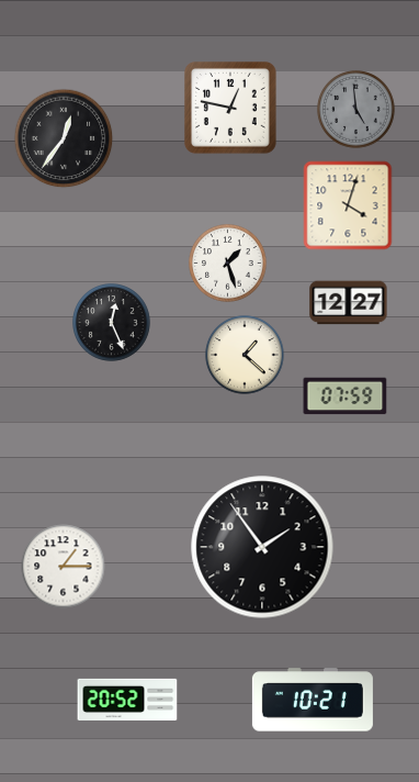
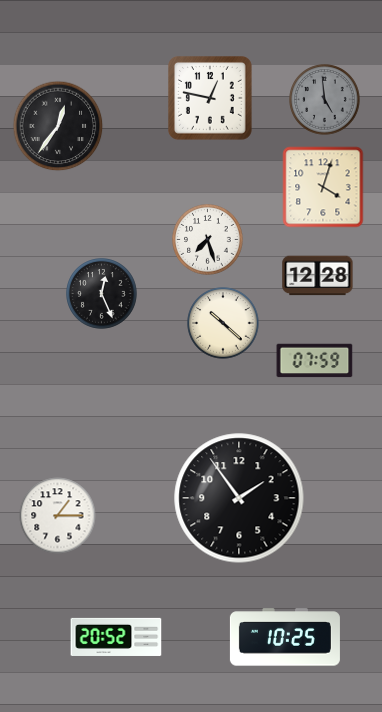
clock at (348, 205) position: (348, 205) -> (323, 187)
clock at (228, 264): 1:27 -> 7:27
clock at (349, 303): 12:27 -> 12:28
clock at (245, 355): 1:22 -> 10:22
clock at (313, 700): 10:21 -> 10:25
